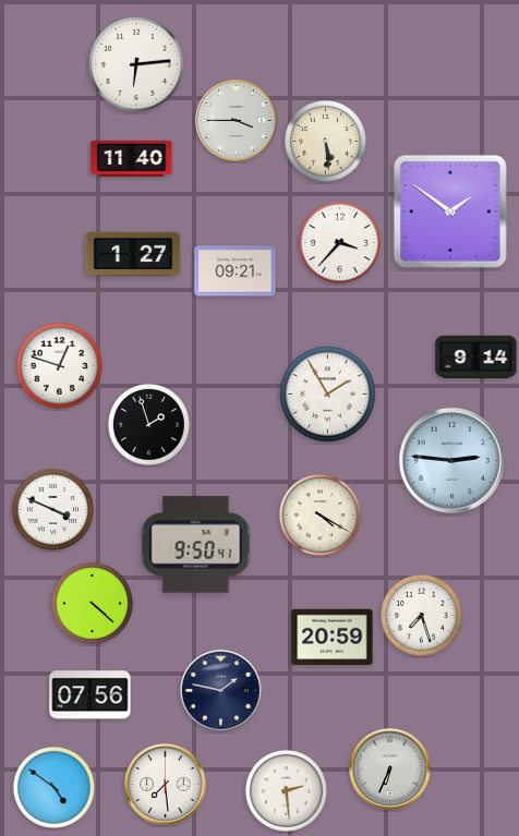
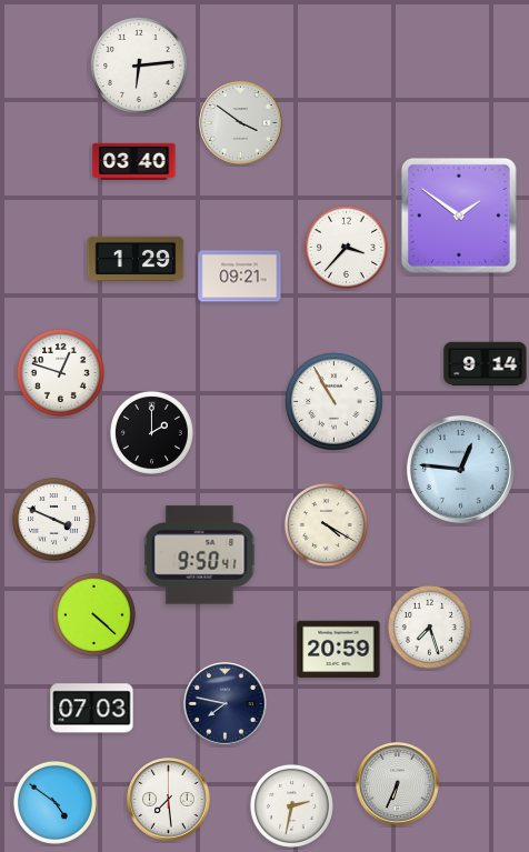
clock at (237, 121): 3:45 -> 3:51
clock at (325, 141): 5:29 -> none
clock at (132, 158): 11:40 -> 03:40
clock at (133, 254): 1:27 -> 1:29
clock at (328, 395): 1:55 -> 10:55
clock at (148, 424): 1:57 -> 2:00
clock at (451, 460): 2:46 -> 12:46
clock at (221, 691): 1:47 -> 7:47
clock at (90, 695): 07:56 -> 07:03
clock at (286, 790): 2:29 -> 2:32
